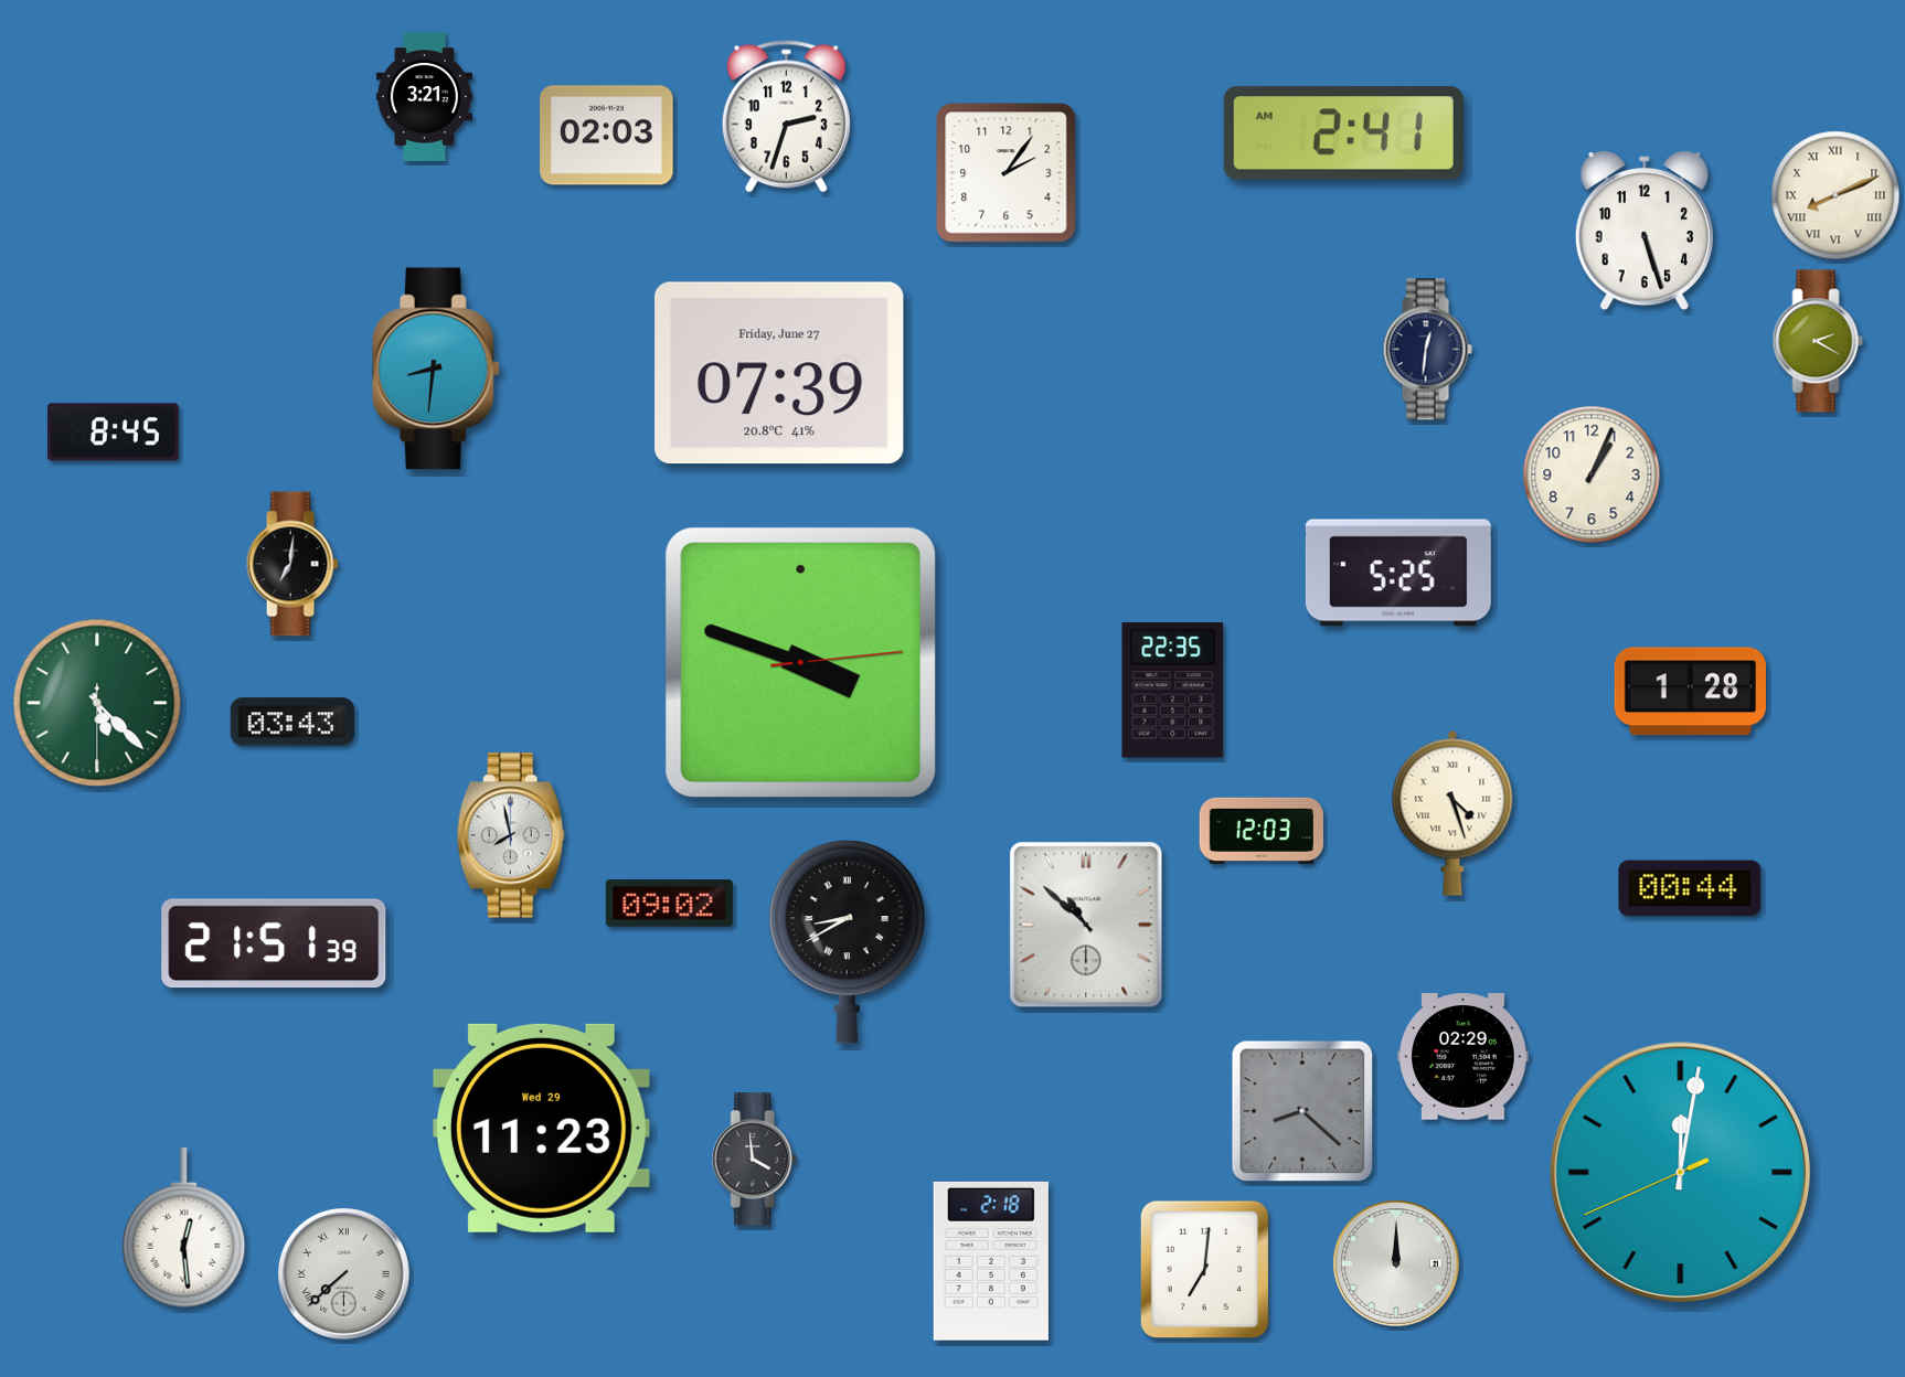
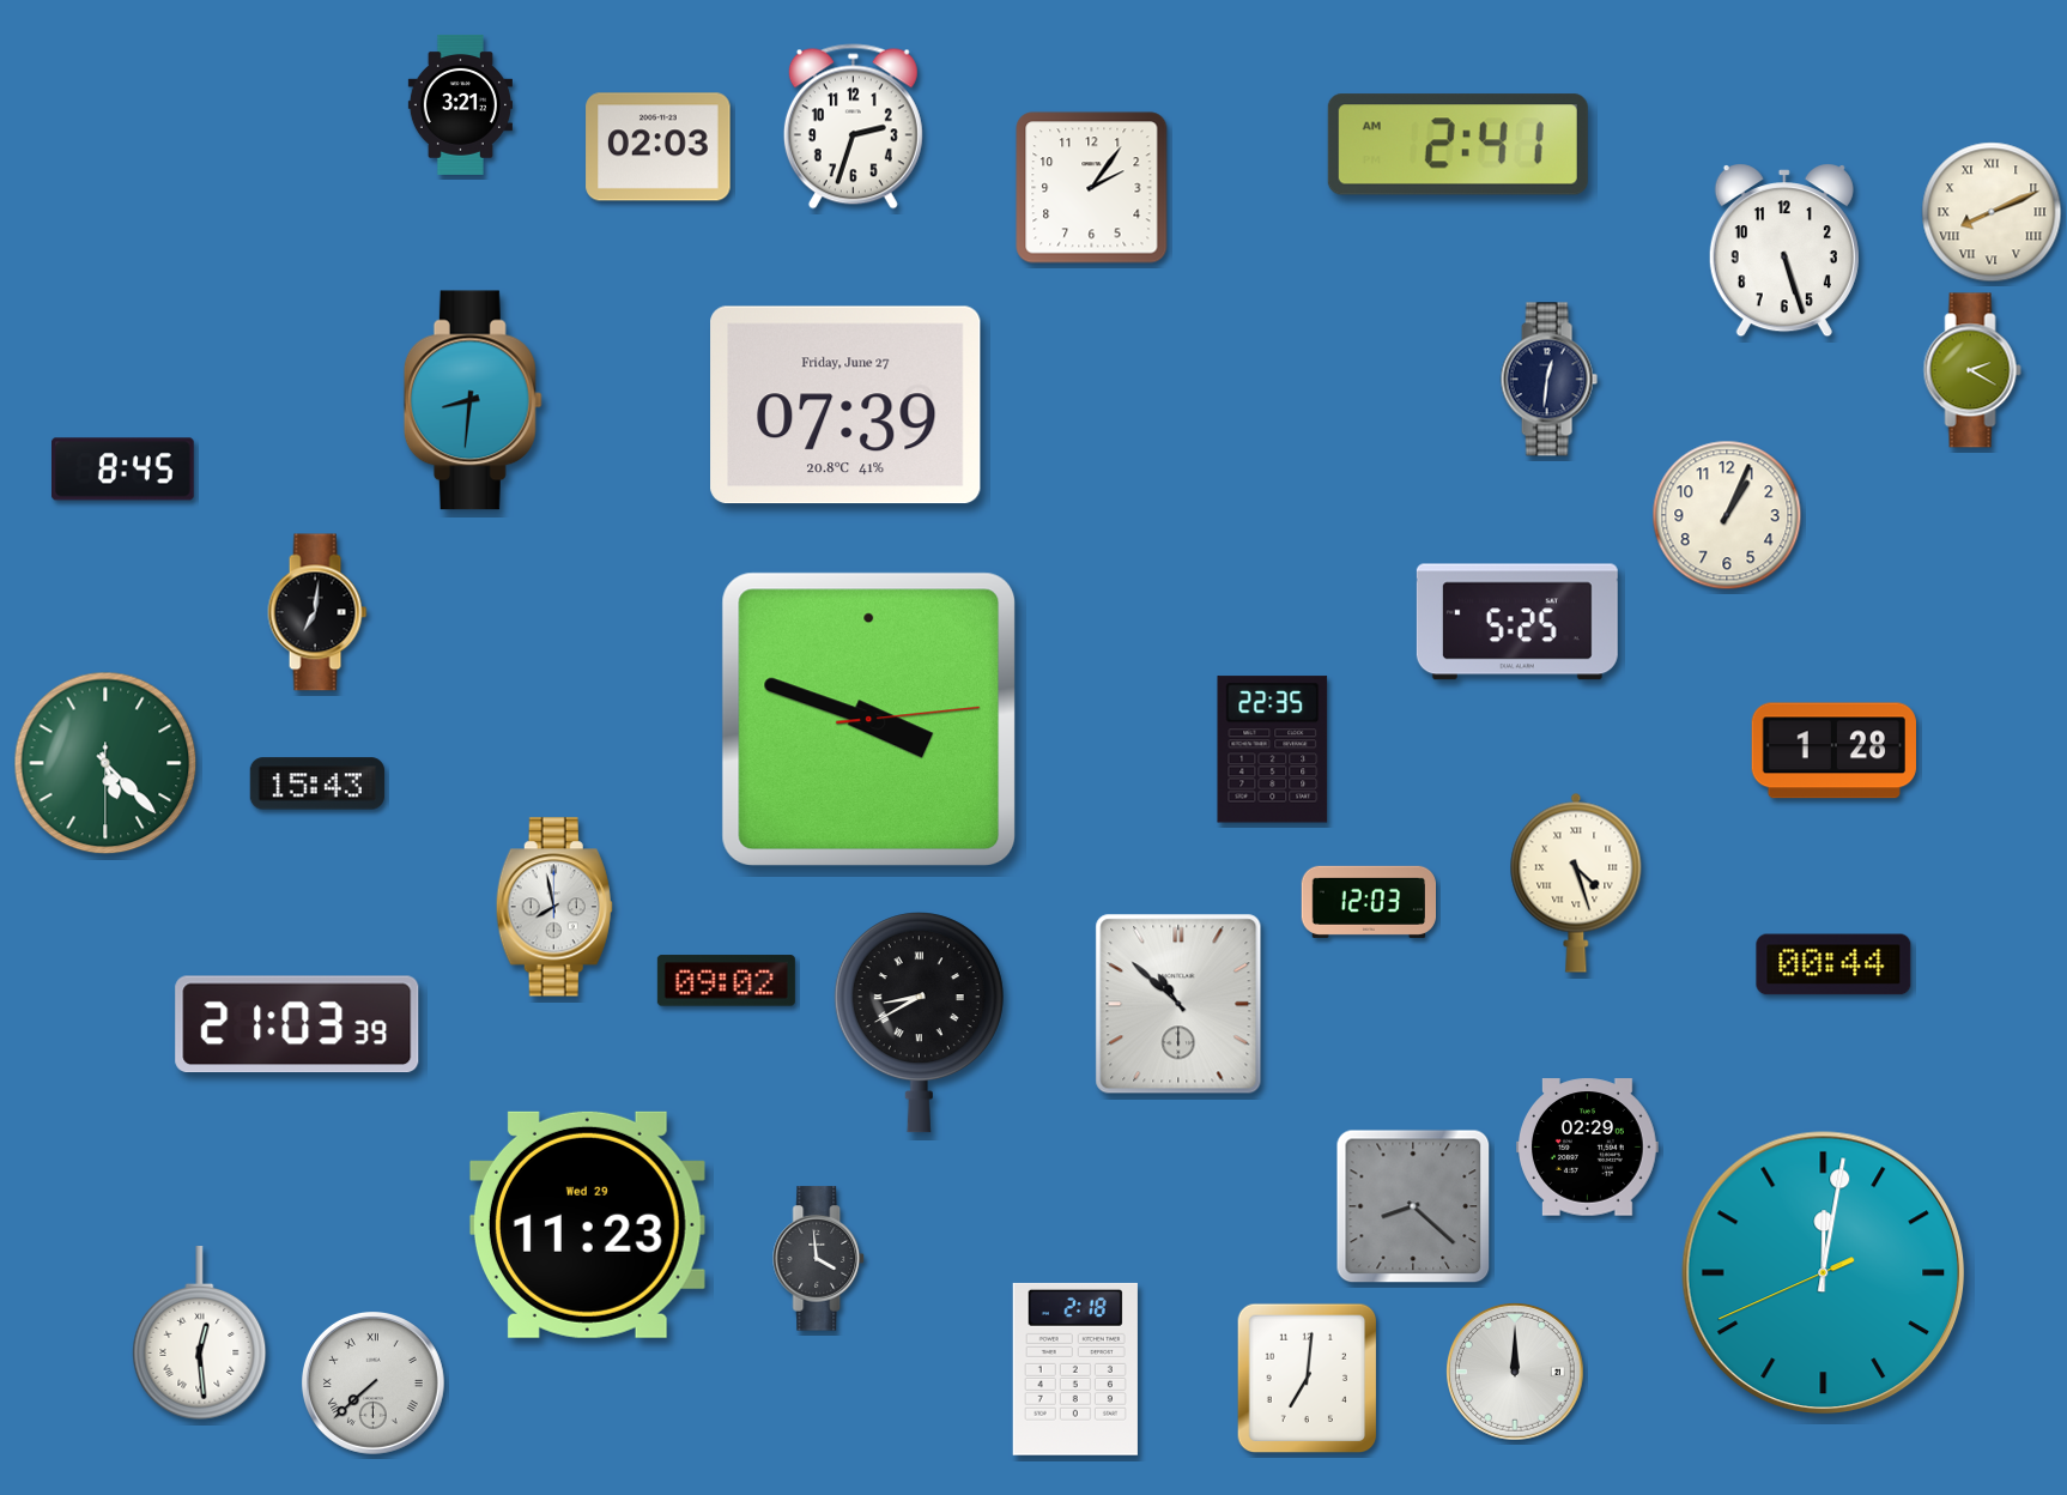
clock at (292, 722): 03:43 -> 15:43
clock at (274, 943): 21:51 -> 21:03
